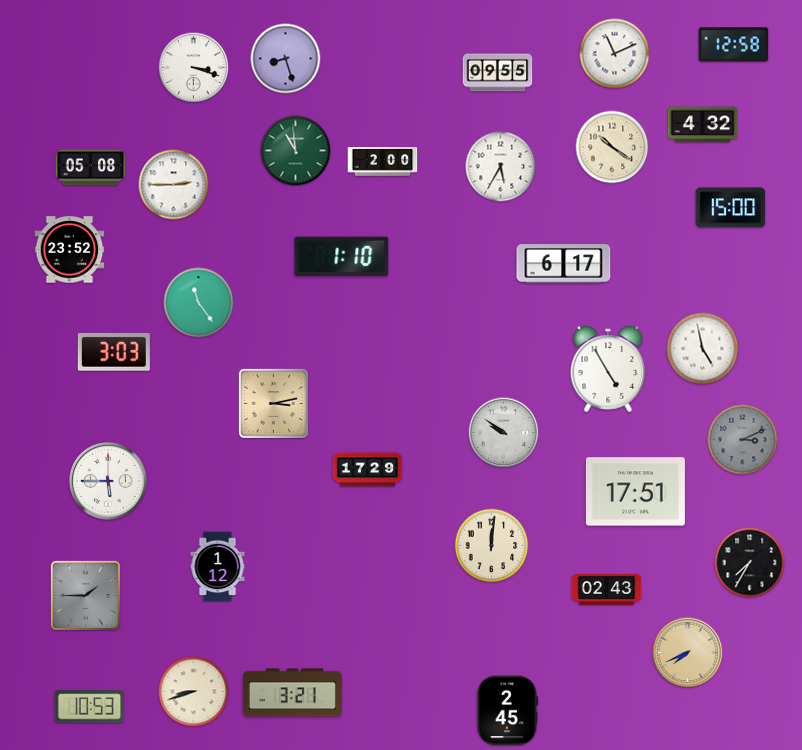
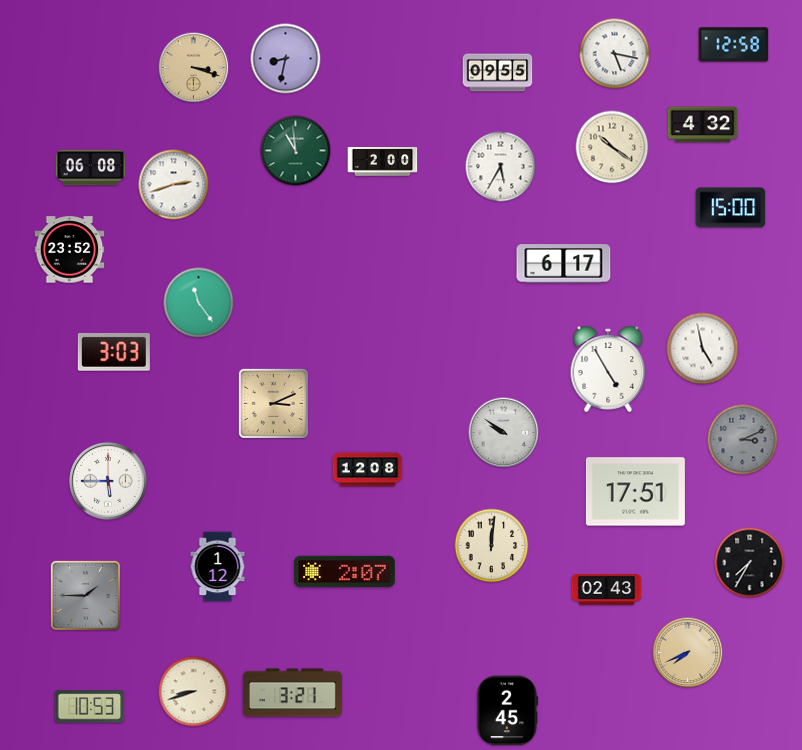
clock at (615, 54): 11:11 -> 5:17
clock at (286, 59): 8:27 -> 8:32
clock at (194, 68) dial: white -> champagne
clock at (91, 168): 05:08 -> 06:08
clock at (174, 185): 2:45 -> 2:42
clock at (342, 257): 1:10 -> none
clock at (273, 403): 3:13 -> 3:11
clock at (368, 470): 17:29 -> 12:08
clock at (345, 572): none -> 2:07
